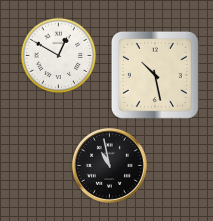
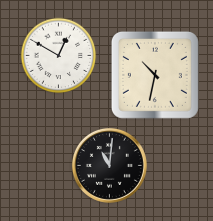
clock at (155, 75): 10:28 -> 10:32
clock at (109, 165): 10:58 -> 11:01
